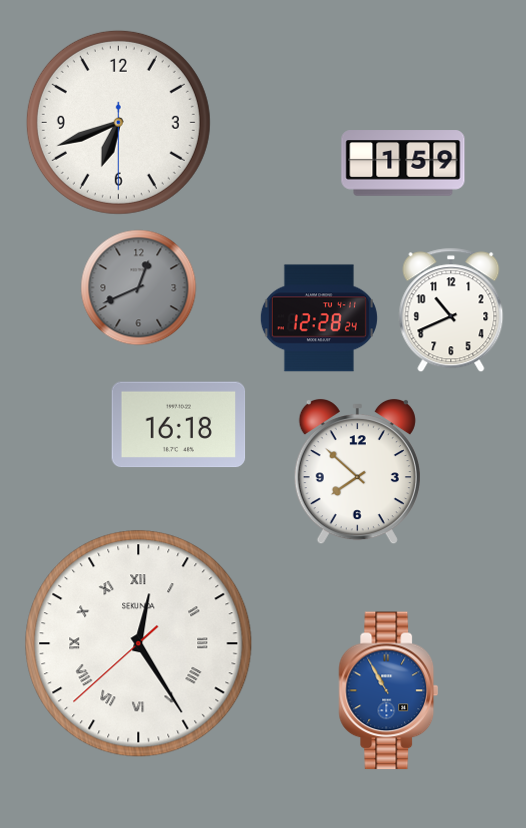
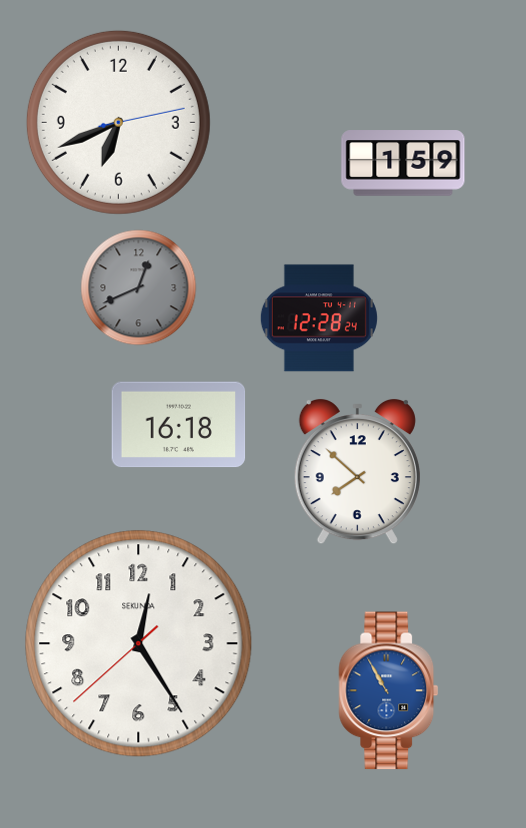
clock at (118, 122): 6:41:30 -> 6:41:13
clock at (451, 310): 10:41 -> none
clock at (139, 644) numerals: Roman -> Arabic
